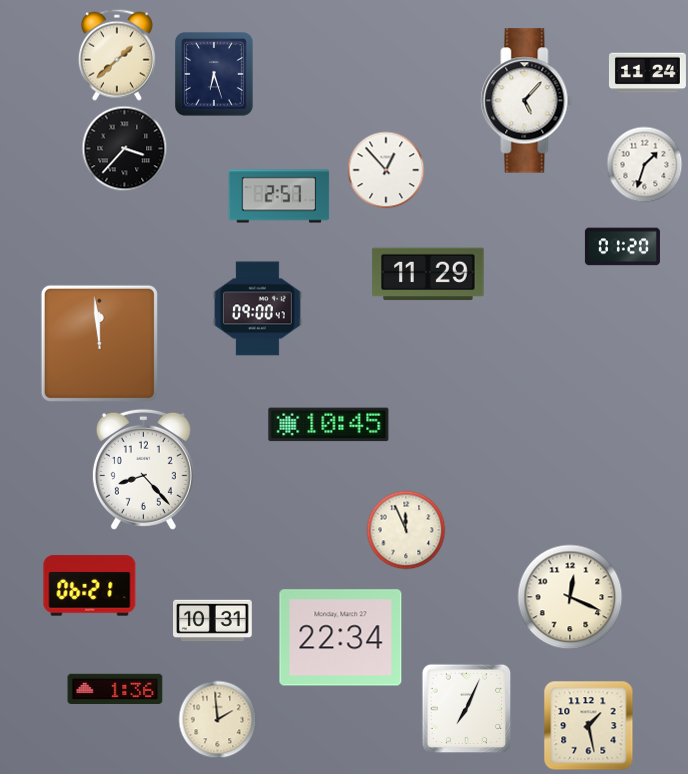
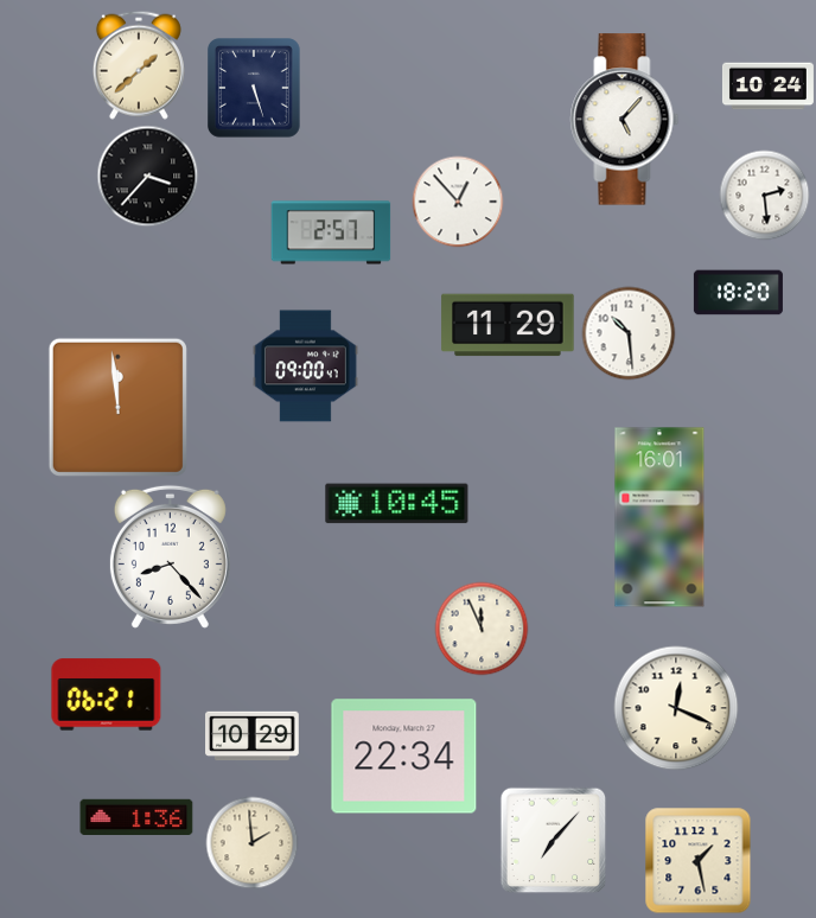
clock at (647, 73): 11:24 -> 10:24
clock at (215, 75): 6:27 -> 5:27
clock at (645, 165): 1:33 -> 2:29
clock at (622, 247): 01:20 -> 18:20
clock at (629, 333): none -> 10:29
clock at (329, 425) position: (329, 425) -> (397, 504)
clock at (659, 517): none -> 16:01
clock at (213, 621): 10:31 -> 10:29
clock at (467, 709): 7:04 -> 7:07
clock at (218, 720) position: (218, 720) -> (253, 843)
